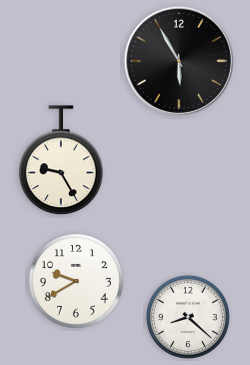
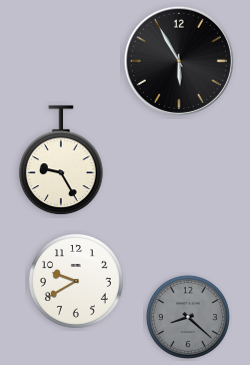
clock at (188, 317) dial: white -> grey
